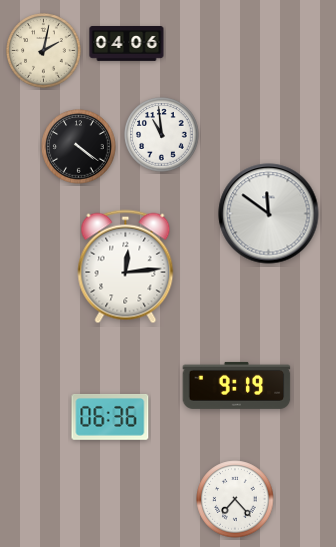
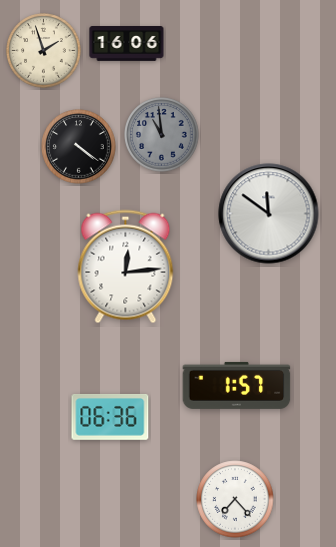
clock at (127, 44): 04:06 -> 16:06
clock at (44, 51): 2:02 -> 1:57
clock at (162, 135) dial: white -> grey
clock at (237, 385): 9:19 -> 1:57
